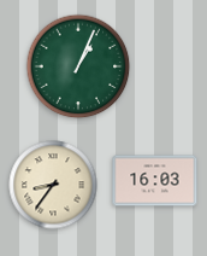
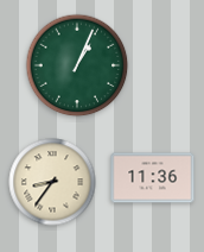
clock at (155, 181): 16:03 -> 11:36
